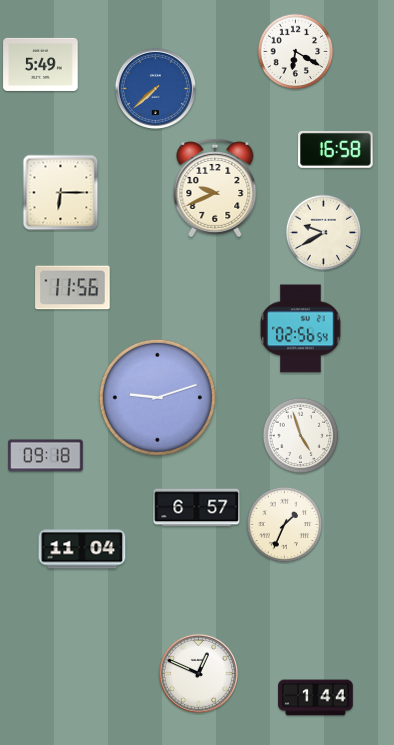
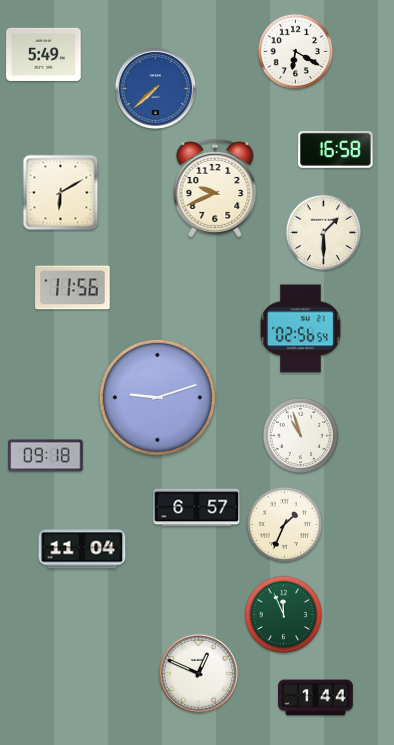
clock at (41, 64) position: (41, 64) -> (44, 54)
clock at (61, 193): 6:15 -> 6:10
clock at (324, 233): 9:40 -> 1:30
clock at (301, 436): 4:57 -> 10:57
clock at (284, 615): none -> 11:56
